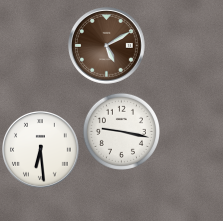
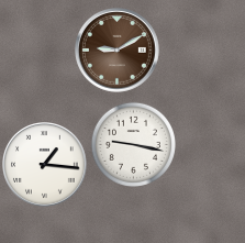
clock at (107, 46): 5:10 -> 9:10
clock at (41, 150): 6:29 -> 1:16
